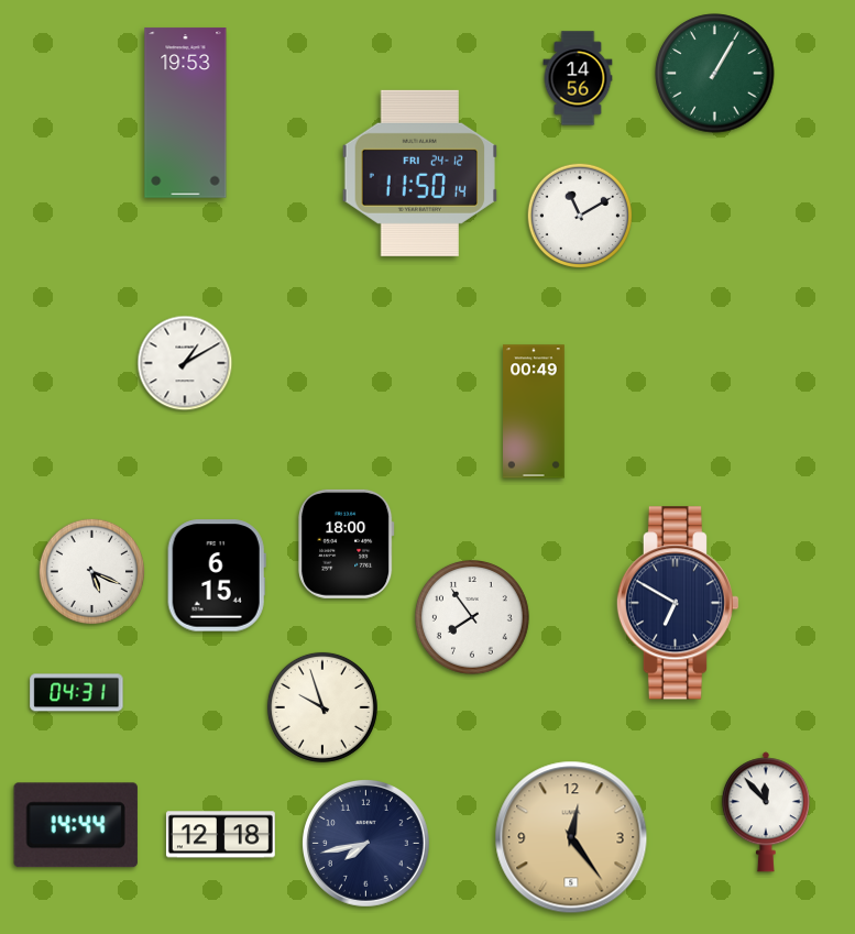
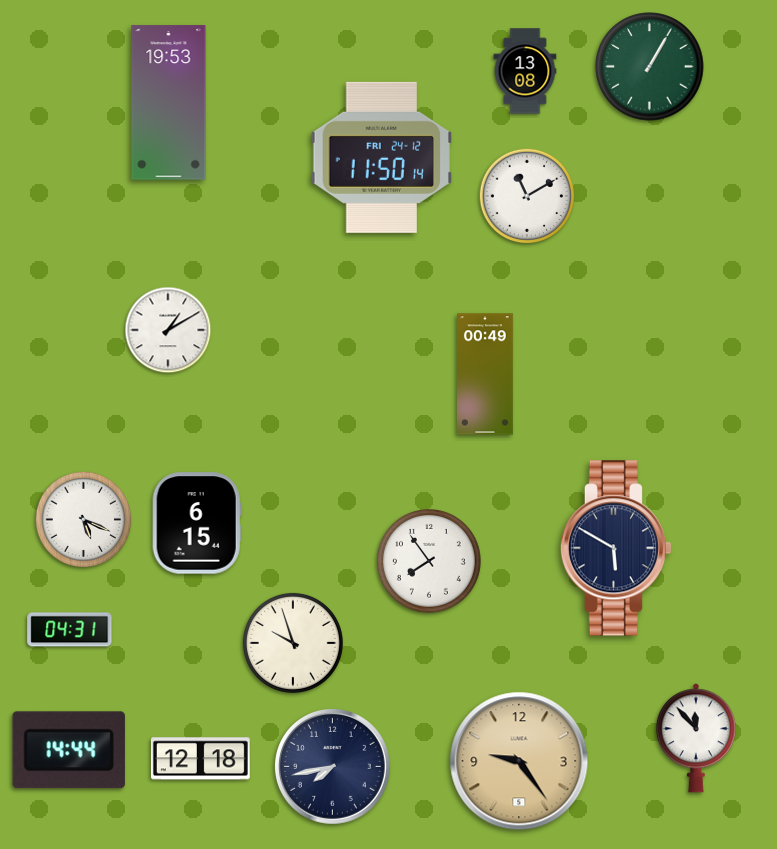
clock at (578, 78): 14:56 -> 13:08
clock at (347, 543): 18:00 -> none
clock at (678, 603): 6:50 -> 5:50
clock at (571, 837): 12:24 -> 9:24
